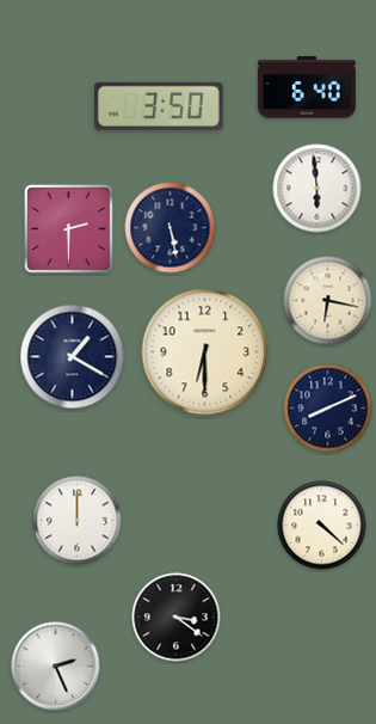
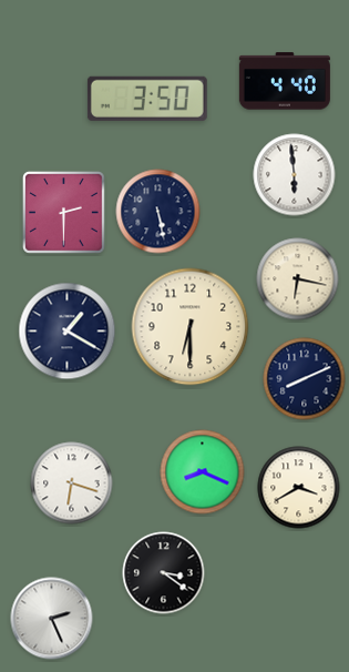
clock at (307, 87): 6:40 -> 4:40
clock at (328, 301) position: (328, 301) -> (298, 279)
clock at (203, 472): none -> 8:19
clock at (78, 521): 12:00 -> 6:18
clock at (322, 526): 4:22 -> 3:40
